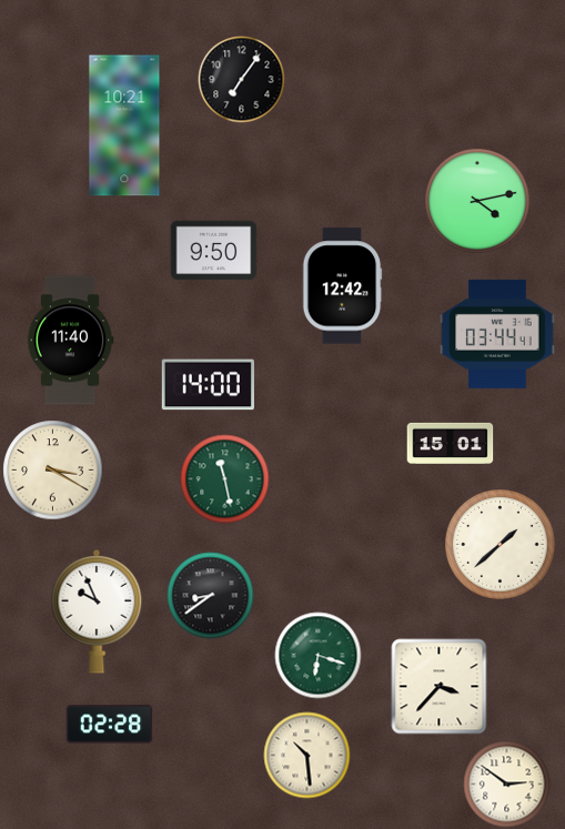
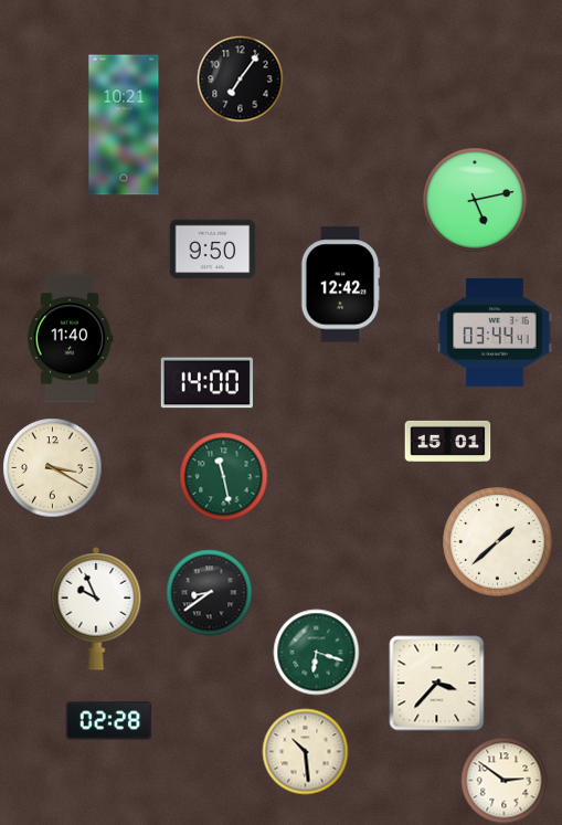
clock at (477, 201): 4:13 -> 5:13
